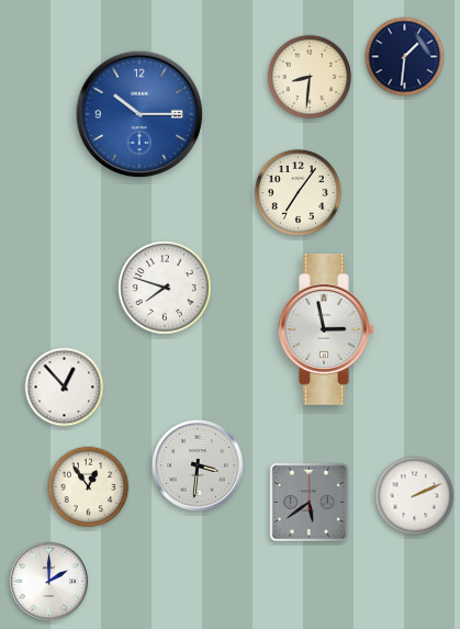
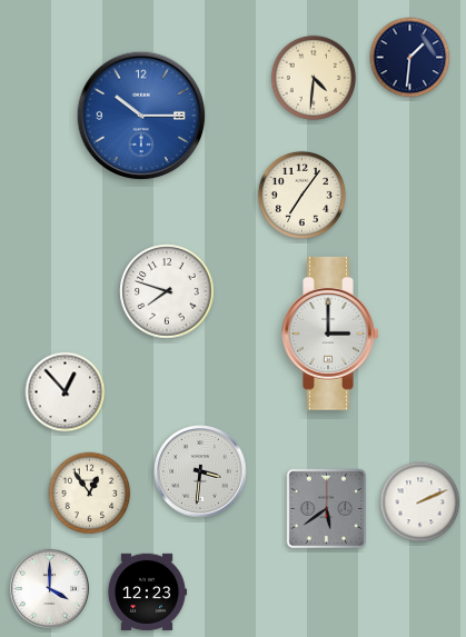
clock at (310, 77): 8:31 -> 4:31
clock at (326, 329): 2:58 -> 3:00
clock at (310, 503) position: (310, 503) -> (327, 509)
clock at (48, 581): 2:00 -> 4:00
clock at (147, 591): none -> 12:23
